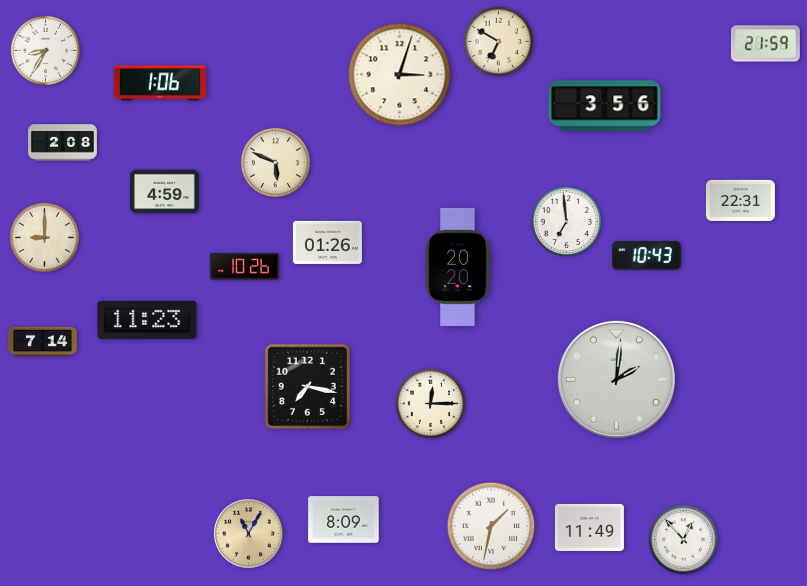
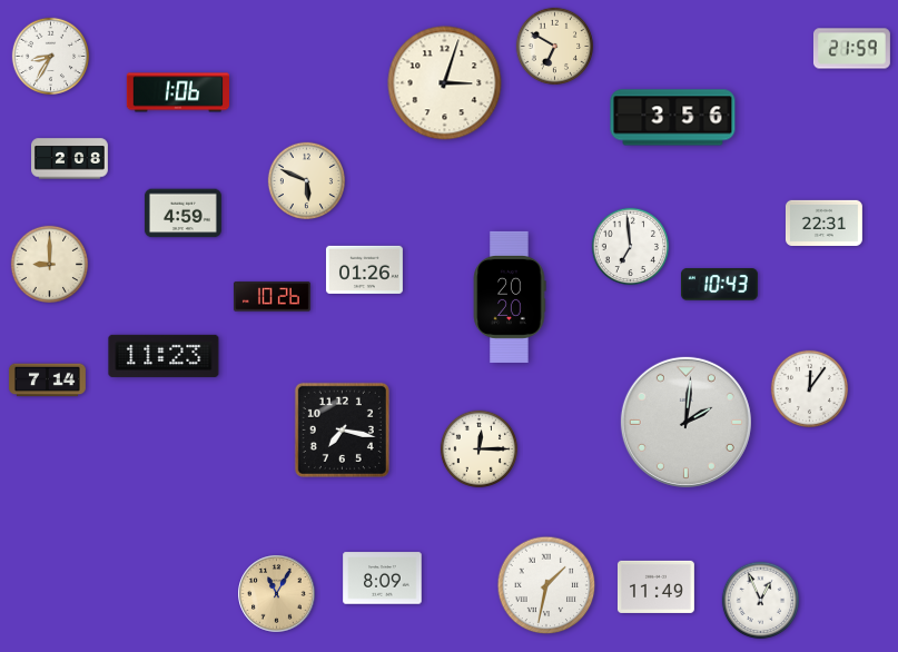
clock at (810, 389): none -> 12:06
clock at (684, 540): 12:53 -> 12:56
